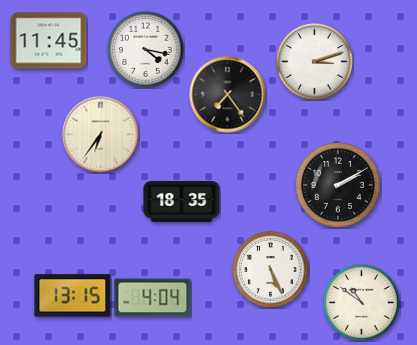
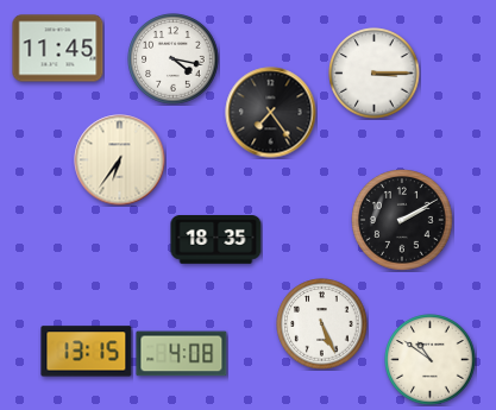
clock at (315, 62): 3:12 -> 3:15
clock at (271, 270) position: (271, 270) -> (322, 324)
clock at (153, 298): 4:04 -> 4:08
